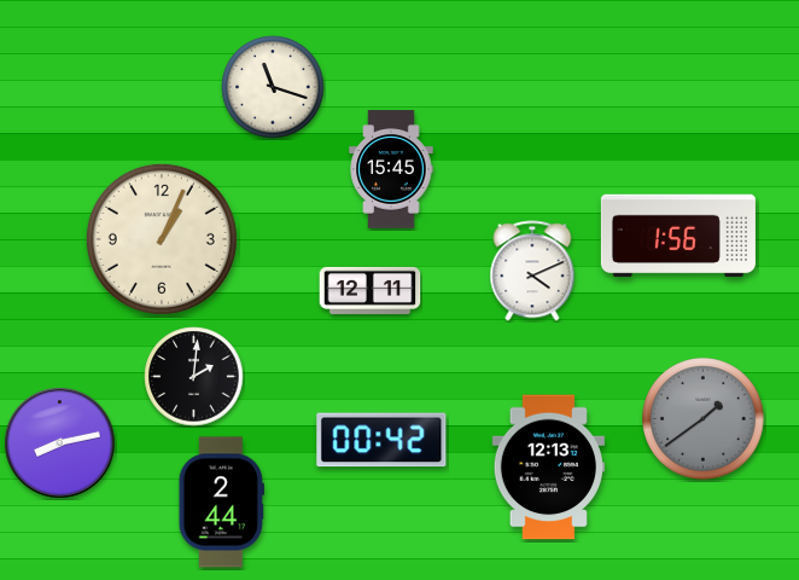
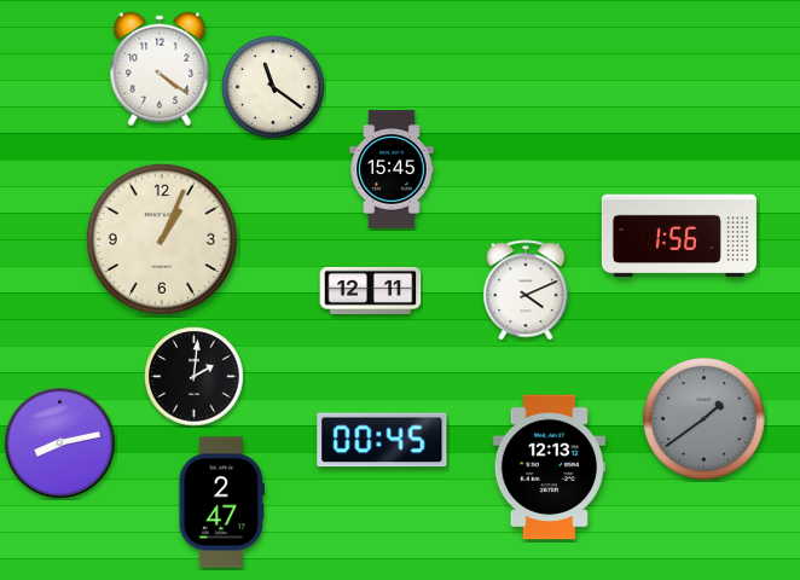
clock at (160, 69): none -> 4:21
clock at (273, 87): 11:18 -> 11:21
clock at (532, 271) position: (532, 271) -> (526, 290)
clock at (381, 440): 00:42 -> 00:45
clock at (221, 503): 2:44 -> 2:47
